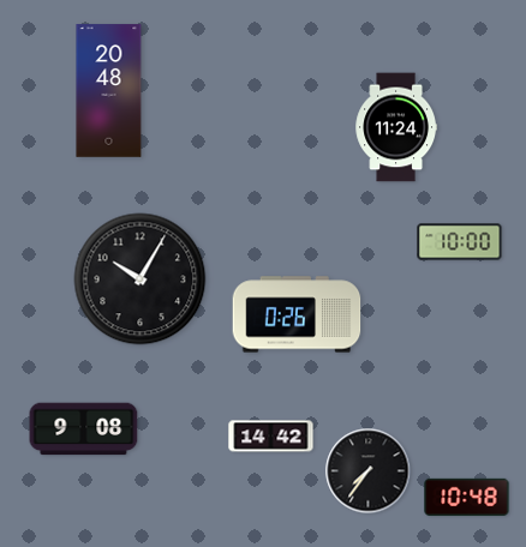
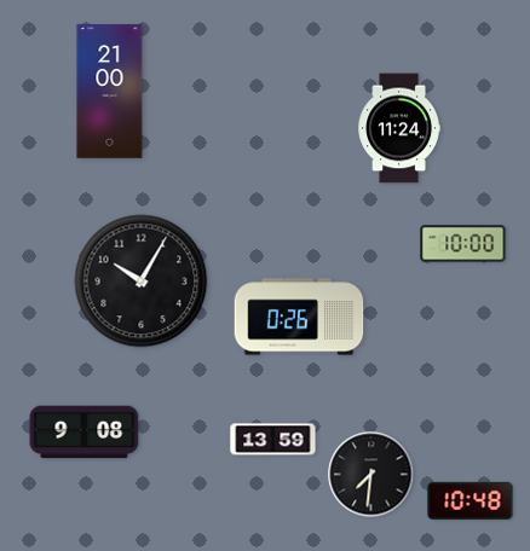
clock at (109, 91): 20:48 -> 21:00
clock at (271, 437): 14:42 -> 13:59
clock at (369, 471): 7:36 -> 7:31
